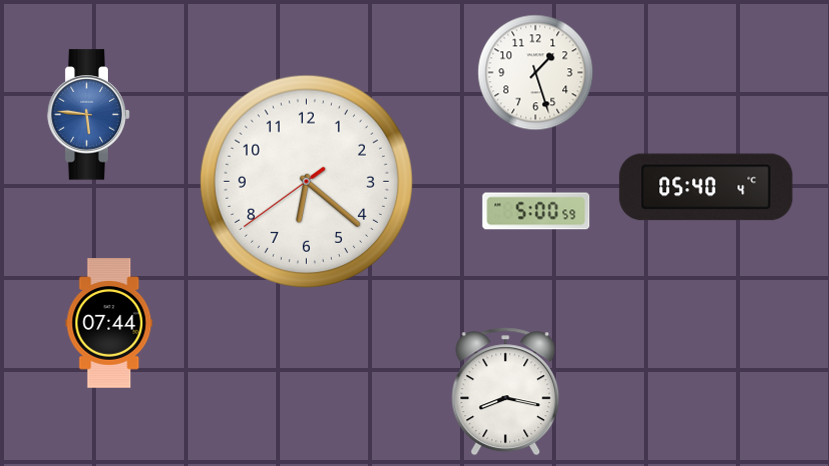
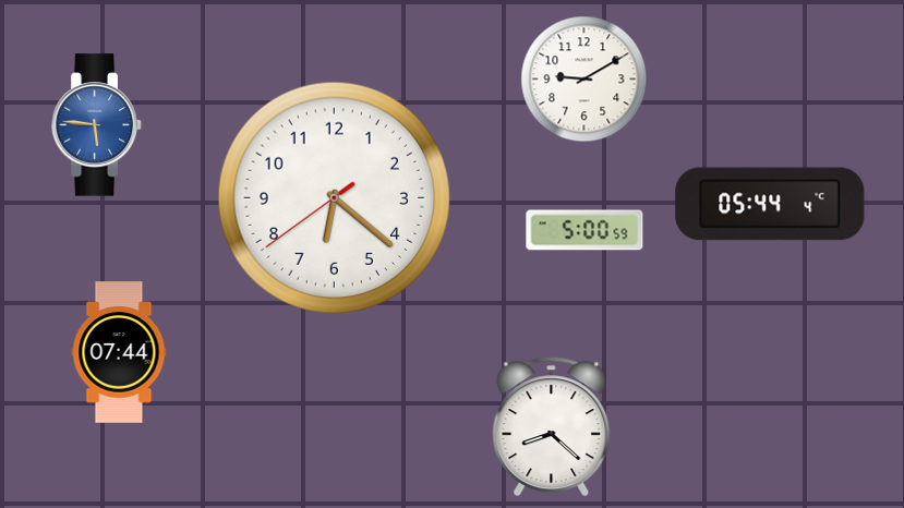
clock at (536, 73): 1:27 -> 9:10
clock at (706, 187): 05:40 -> 05:44
clock at (506, 392): 8:17 -> 8:22
